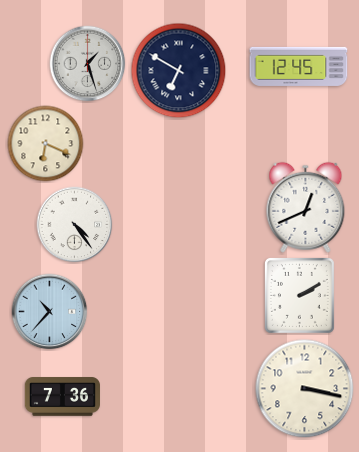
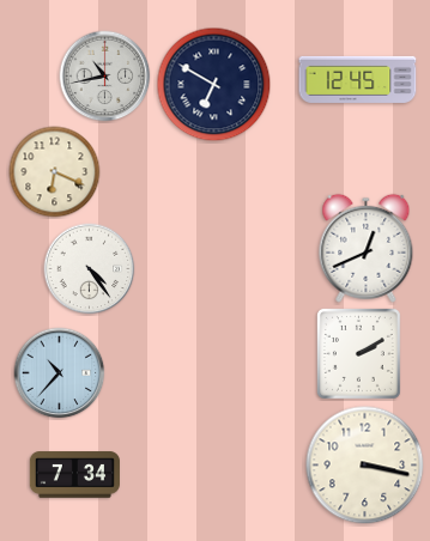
clock at (88, 64): 1:27 -> 10:43
clock at (62, 397): 7:36 -> 7:34
